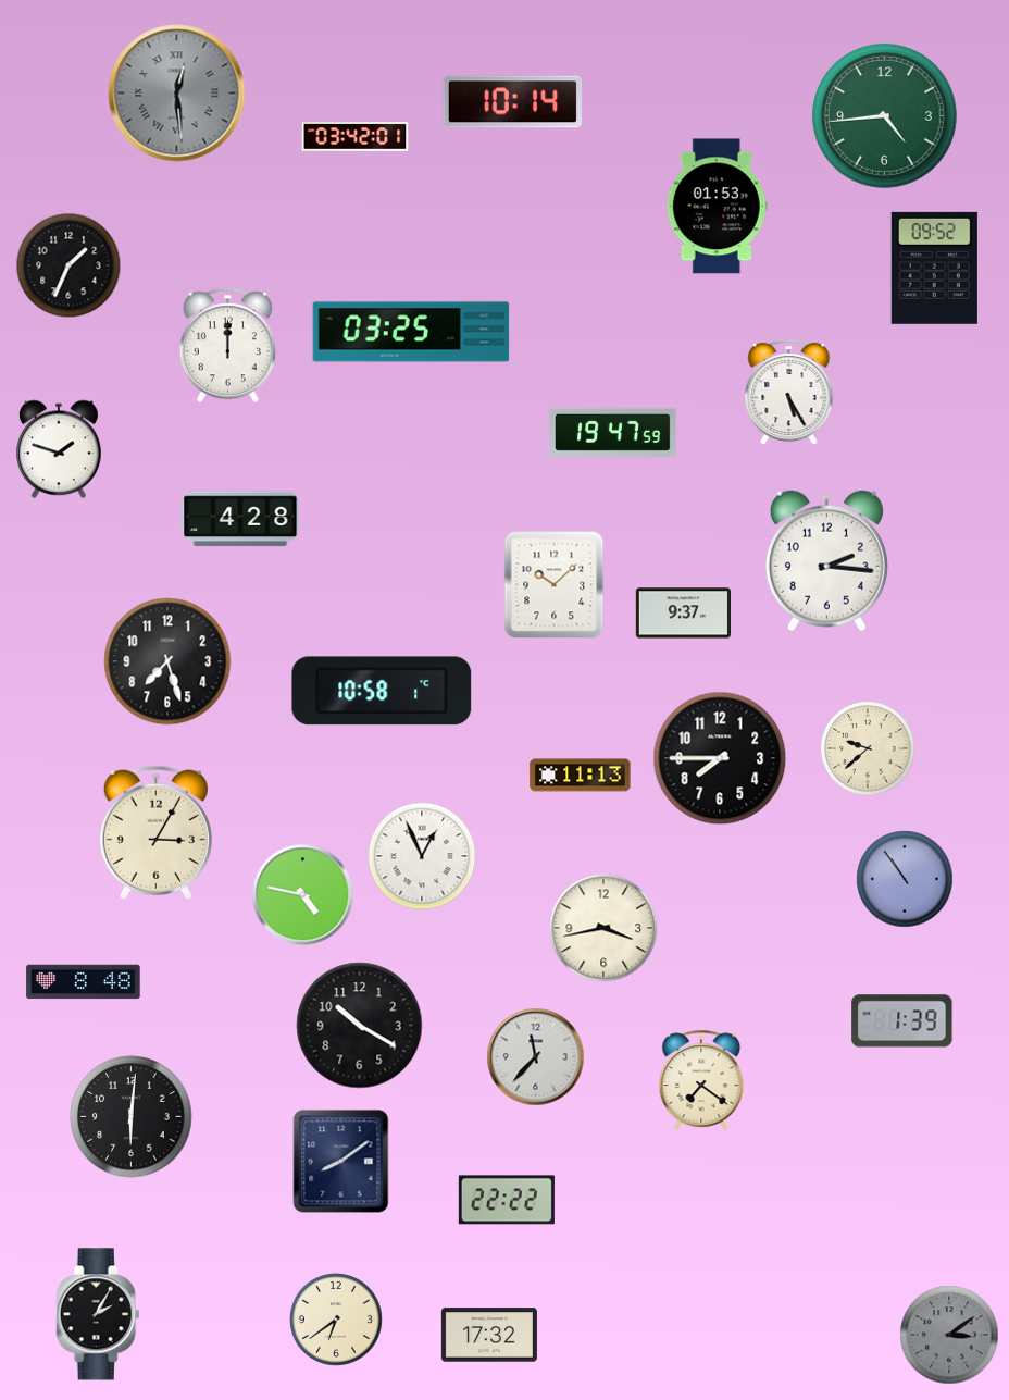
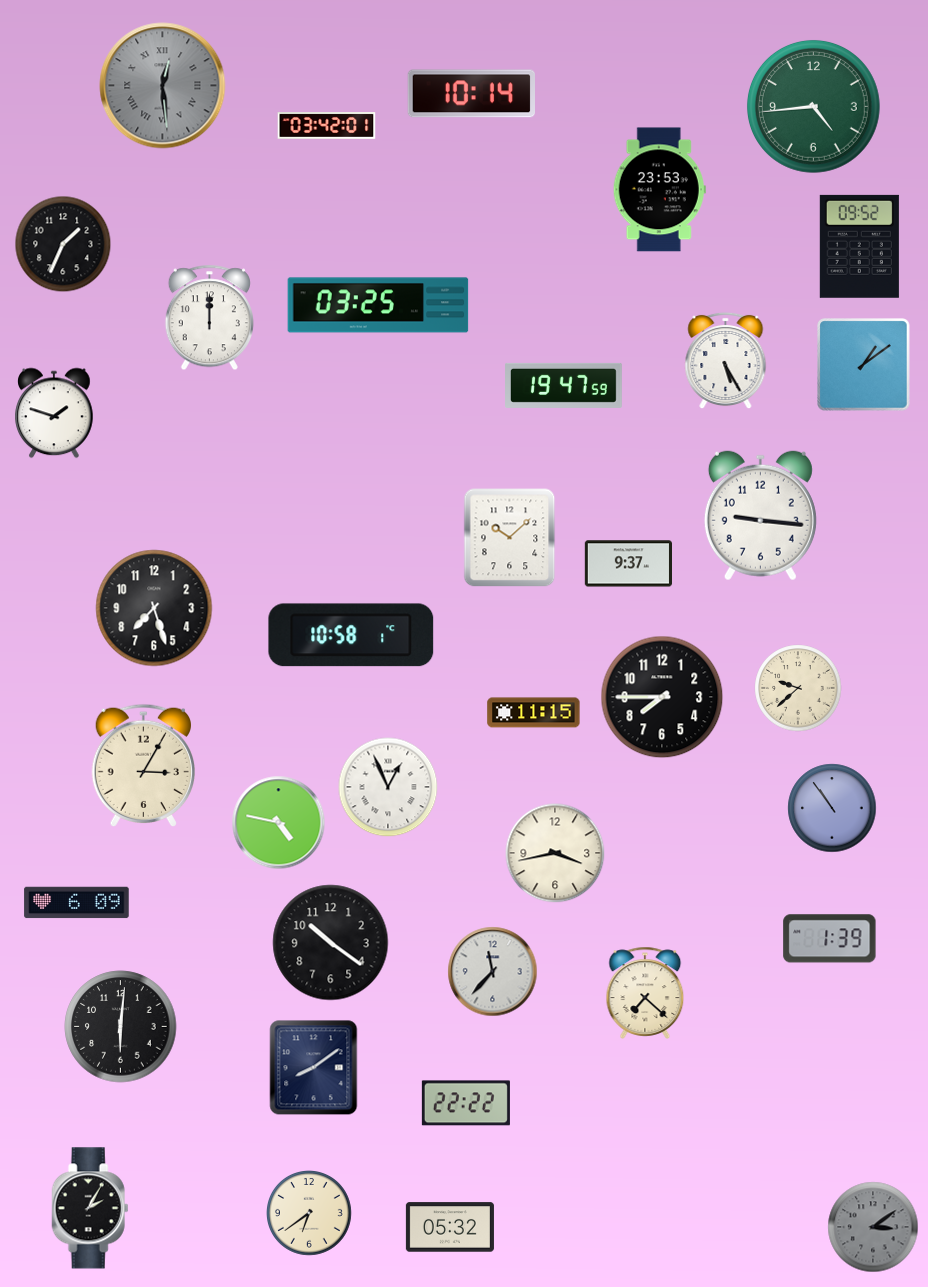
clock at (717, 207): 01:53 -> 23:53
clock at (864, 365): none -> 1:09
clock at (613, 432) position: (613, 432) -> (564, 385)
clock at (240, 519): 4:28 -> none
clock at (826, 561): 2:16 -> 9:16
clock at (581, 776): 11:13 -> 11:15
clock at (84, 982): 8:48 -> 6:09
clock at (360, 1026): 10:20 -> 10:21
clock at (701, 1080): 7:21 -> 7:22
clock at (489, 1335): 17:32 -> 05:32
